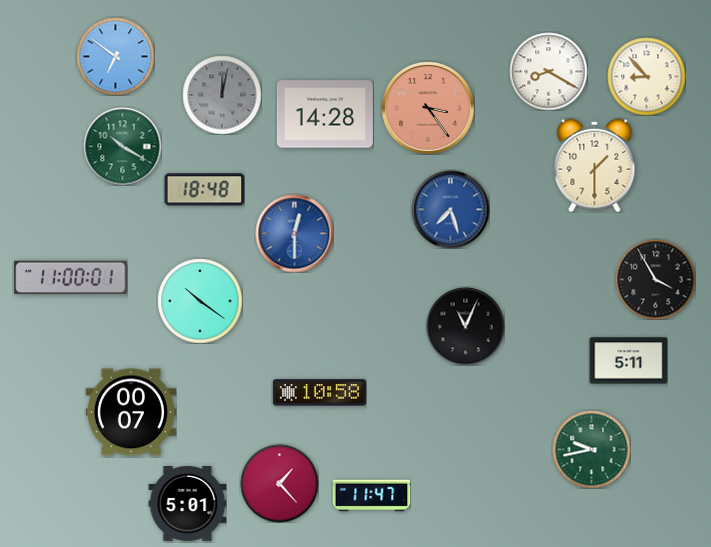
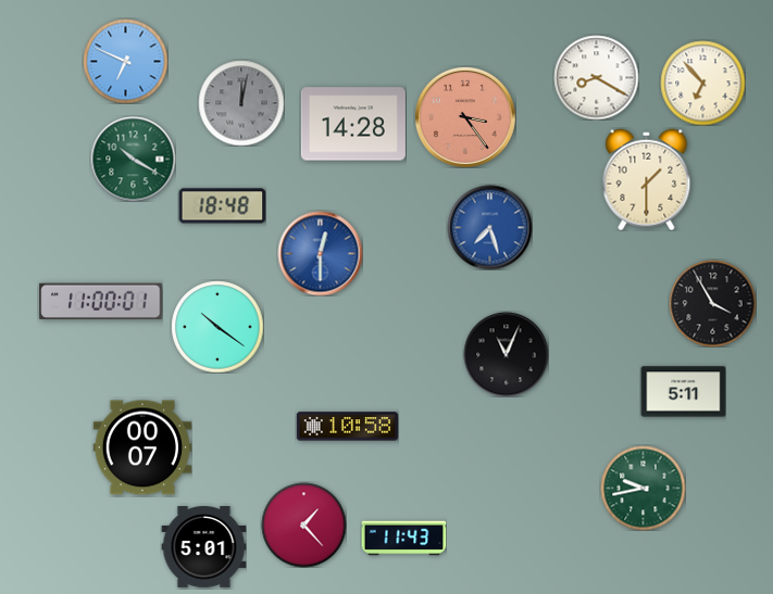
clock at (115, 56): 6:51 -> 6:49
clock at (646, 76): 8:53 -> 6:53
clock at (71, 278) position: (71, 278) -> (101, 302)
clock at (371, 496): 11:47 -> 11:43
